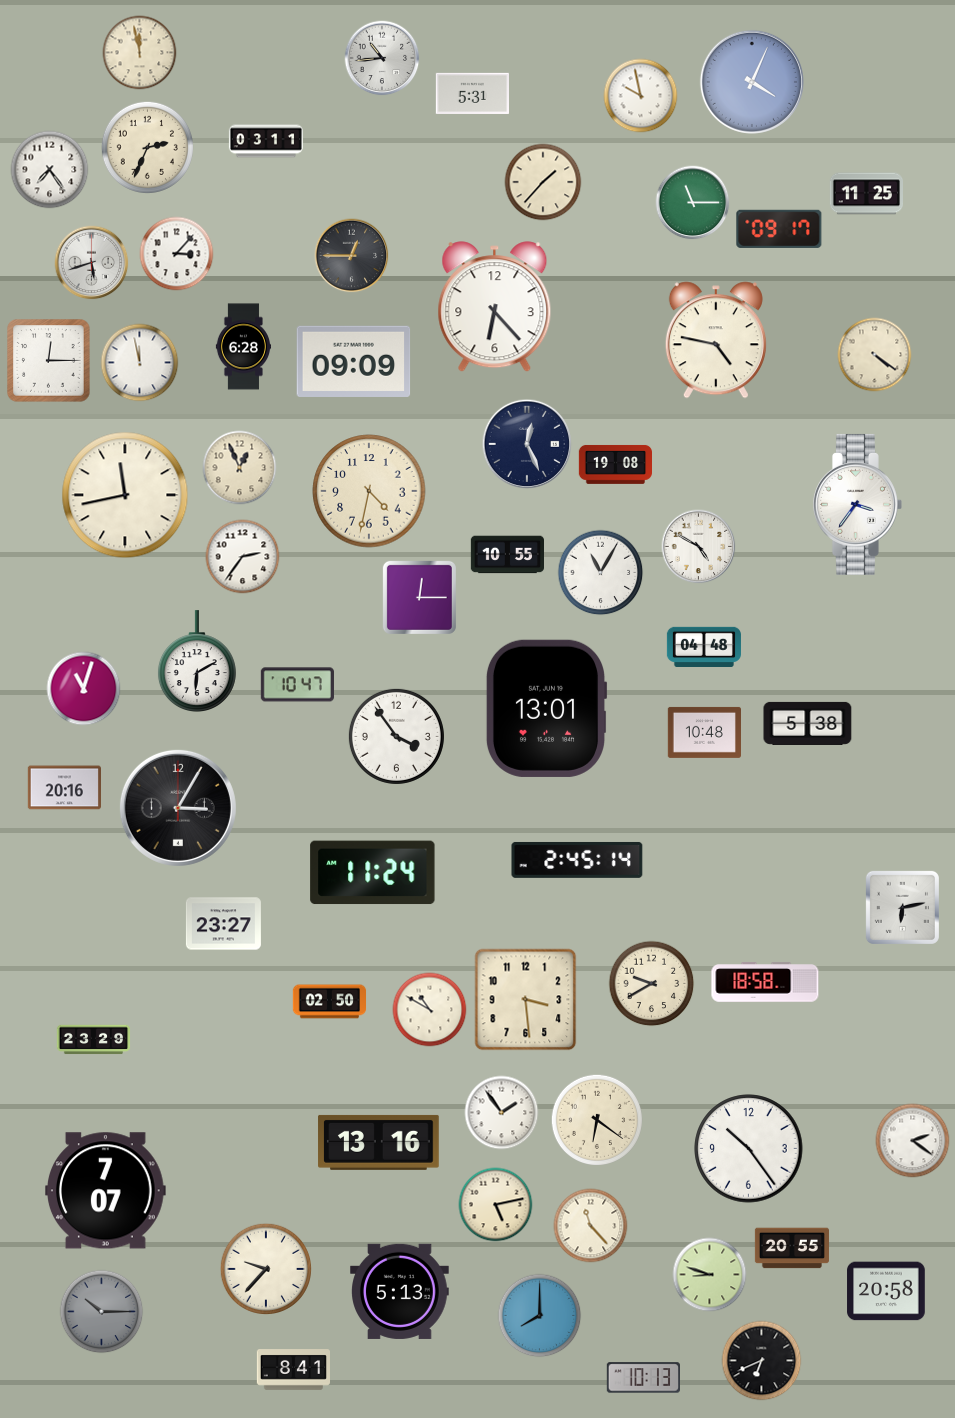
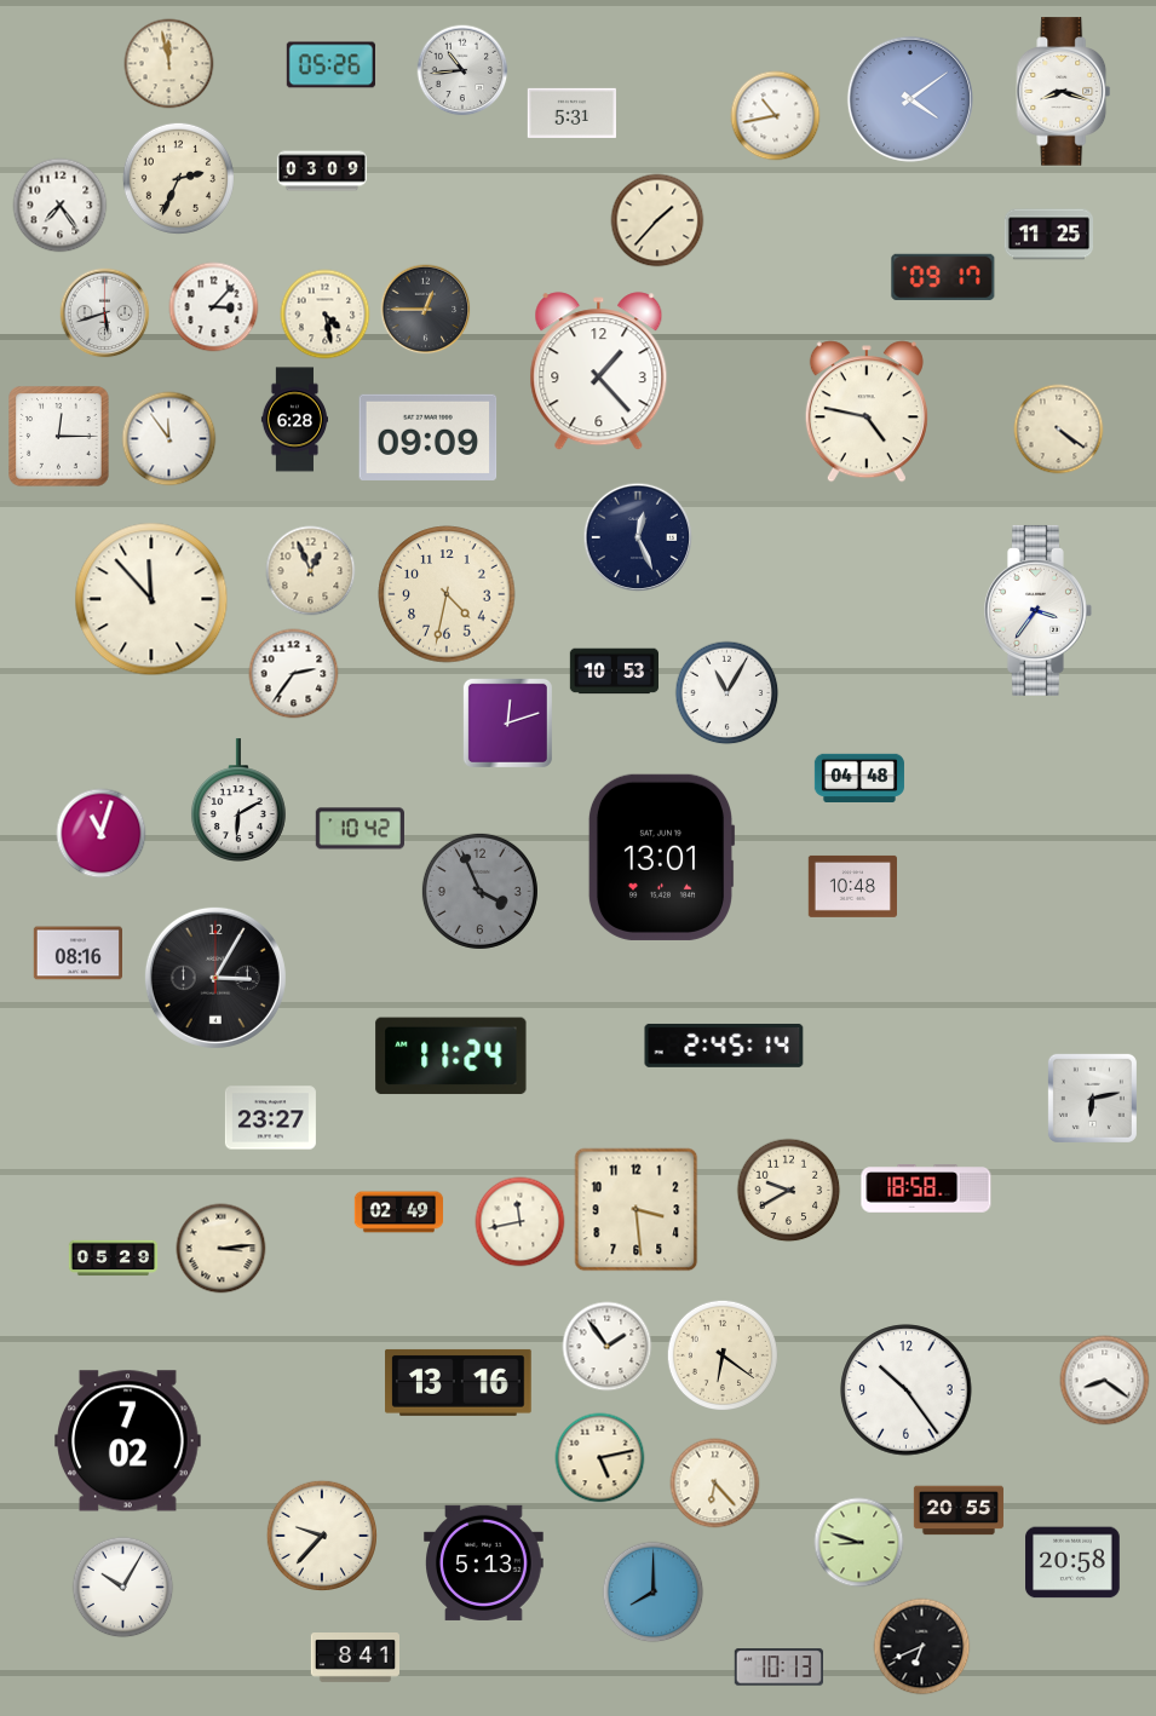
clock at (330, 65): none -> 05:26
clock at (1064, 92): none -> 8:18
clock at (752, 82): 4:04 -> 4:09
clock at (641, 96): 9:58 -> 10:43
clock at (266, 141): 03:11 -> 03:09
clock at (693, 203): 11:15 -> none
clock at (326, 315): none -> 4:28
clock at (92, 263) position: (92, 263) -> (105, 313)
clock at (495, 307): 6:23 -> 1:23
clock at (140, 363): 11:58 -> 11:54
clock at (615, 465): 19:08 -> none
clock at (240, 468) position: (240, 468) -> (311, 571)
clock at (125, 495): 11:43 -> 11:53
clock at (699, 547): 4:50 -> none
clock at (507, 555): 10:55 -> 10:53
clock at (419, 597): 12:15 -> 12:12
clock at (704, 646) position: (704, 646) -> (859, 777)
clock at (297, 685): 10:47 -> 10:42
clock at (808, 723): 5:38 -> none
clock at (396, 736): 3:54 -> 3:56
clock at (396, 736) dial: white -> grey
clock at (64, 788): 20:16 -> 08:16
clock at (577, 860) position: (577, 860) -> (724, 1046)
clock at (330, 1002): 02:50 -> 02:49
clock at (430, 1010): 10:50 -> 11:43
clock at (222, 1249): none -> 3:14
clock at (94, 1040): 23:29 -> 05:29
clock at (913, 1141): 2:21 -> 8:21
clock at (106, 1191): 7:07 -> 7:02
clock at (591, 1226): 11:23 -> 6:23
clock at (102, 1312): 10:15 -> 10:05
clock at (102, 1312) dial: grey -> white
